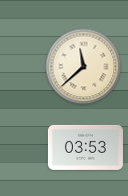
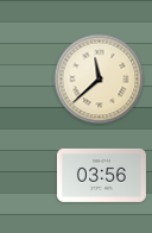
clock at (85, 147): 03:53 -> 03:56
